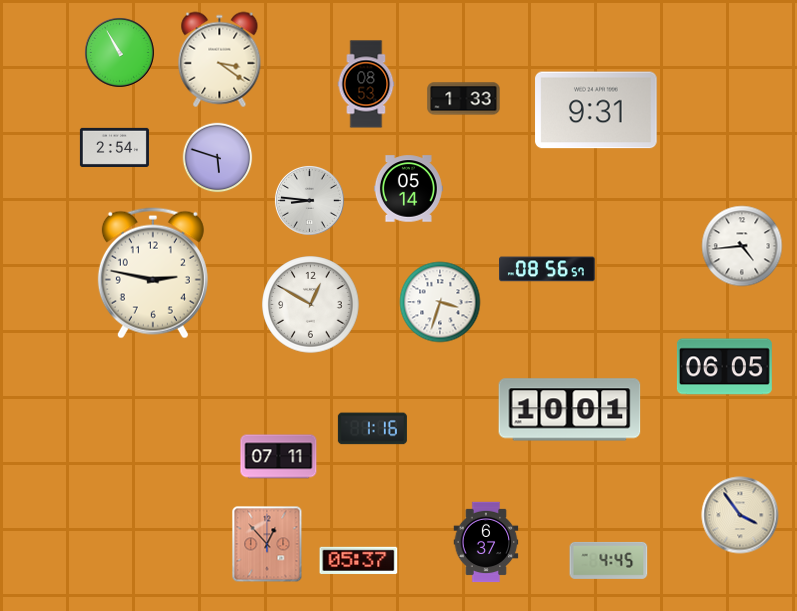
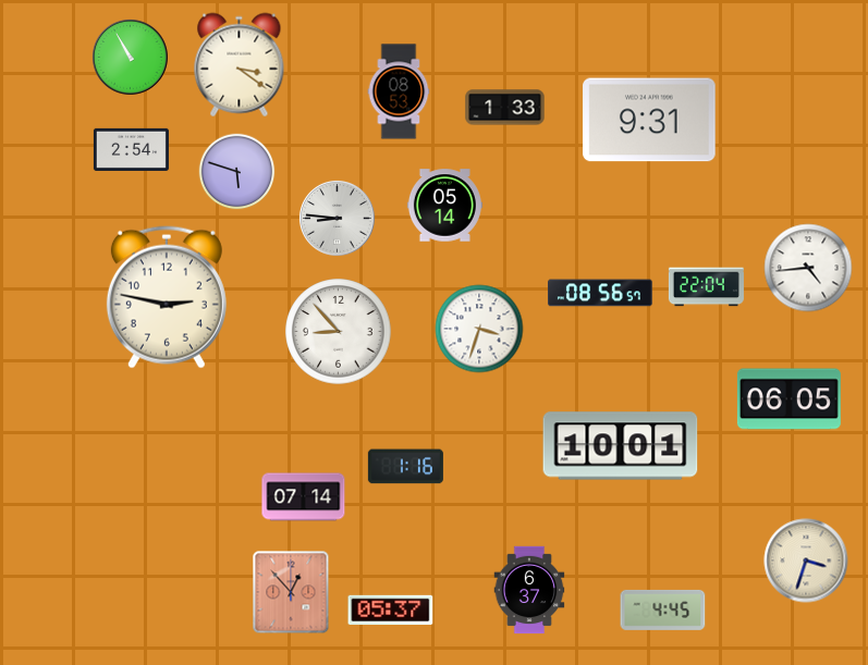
clock at (114, 147) position: (114, 147) -> (131, 149)
clock at (706, 287): none -> 22:04
clock at (547, 269) position: (547, 269) -> (600, 293)
clock at (311, 305): 12:50 -> 8:53
clock at (279, 457): 07:11 -> 07:14
clock at (740, 515): 3:54 -> 3:33
